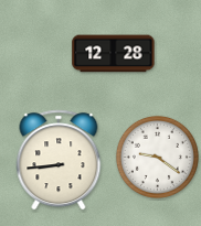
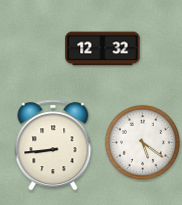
clock at (114, 54): 12:28 -> 12:32
clock at (157, 157): 9:21 -> 5:21
